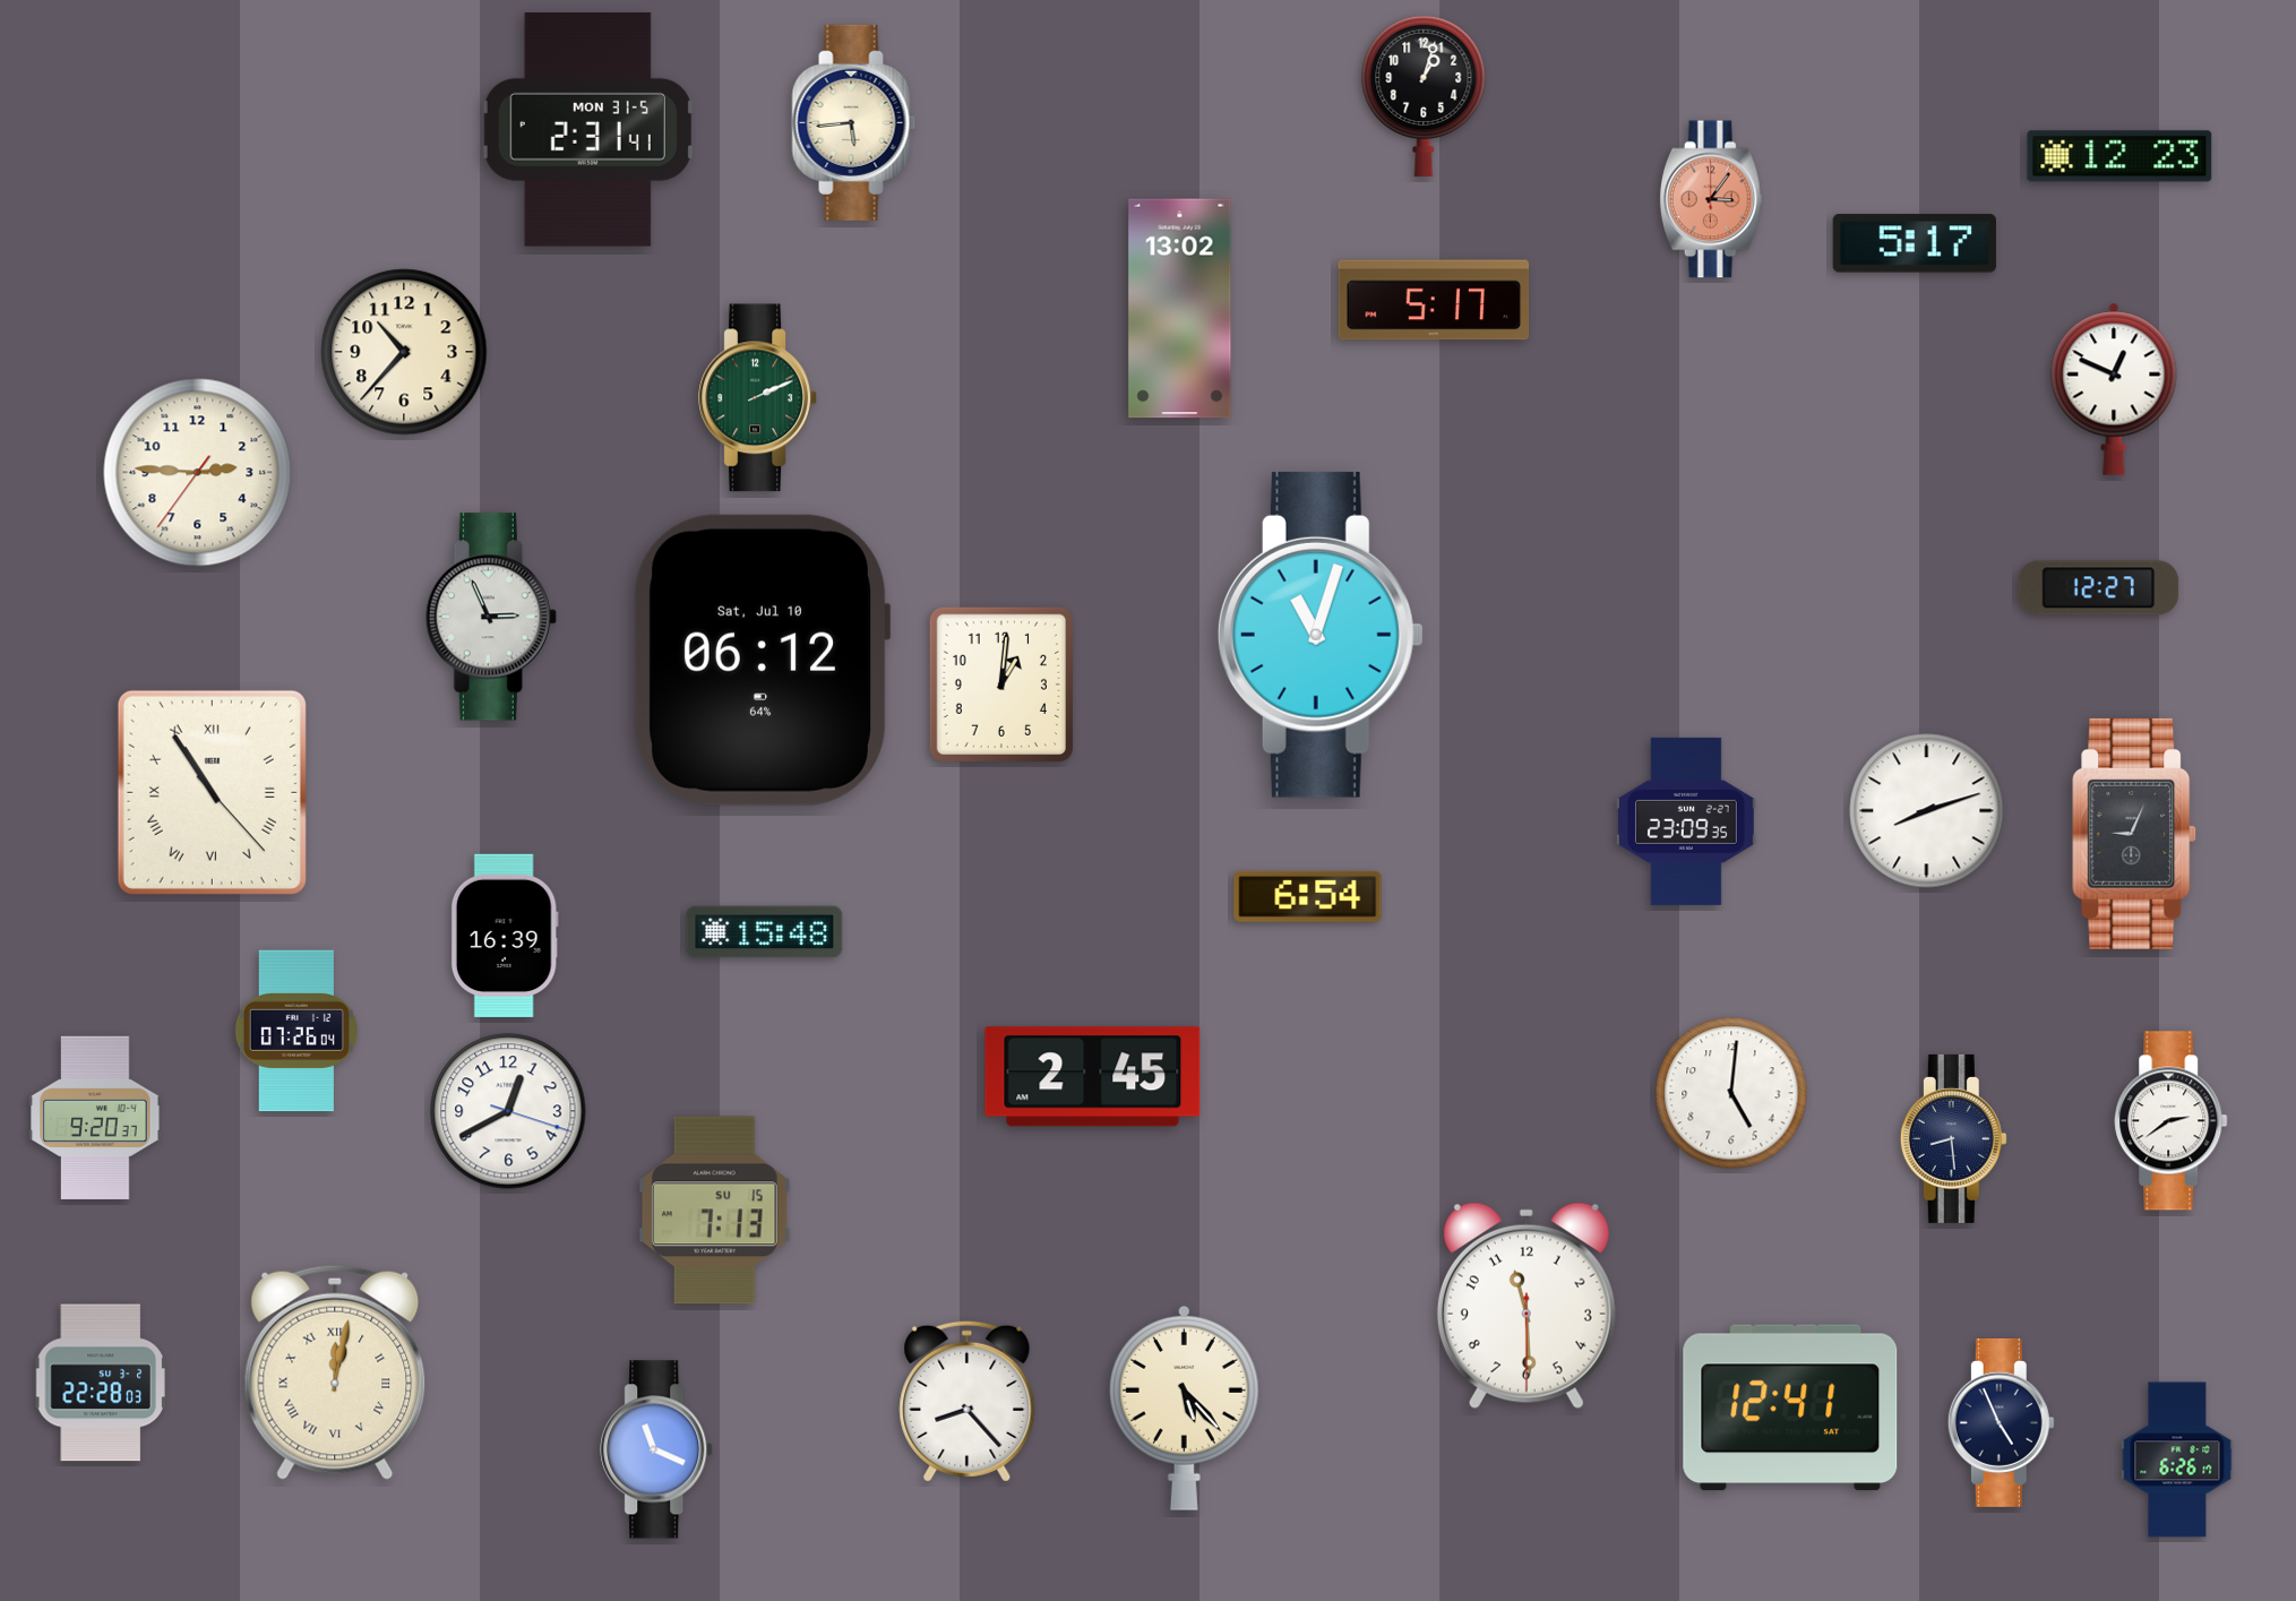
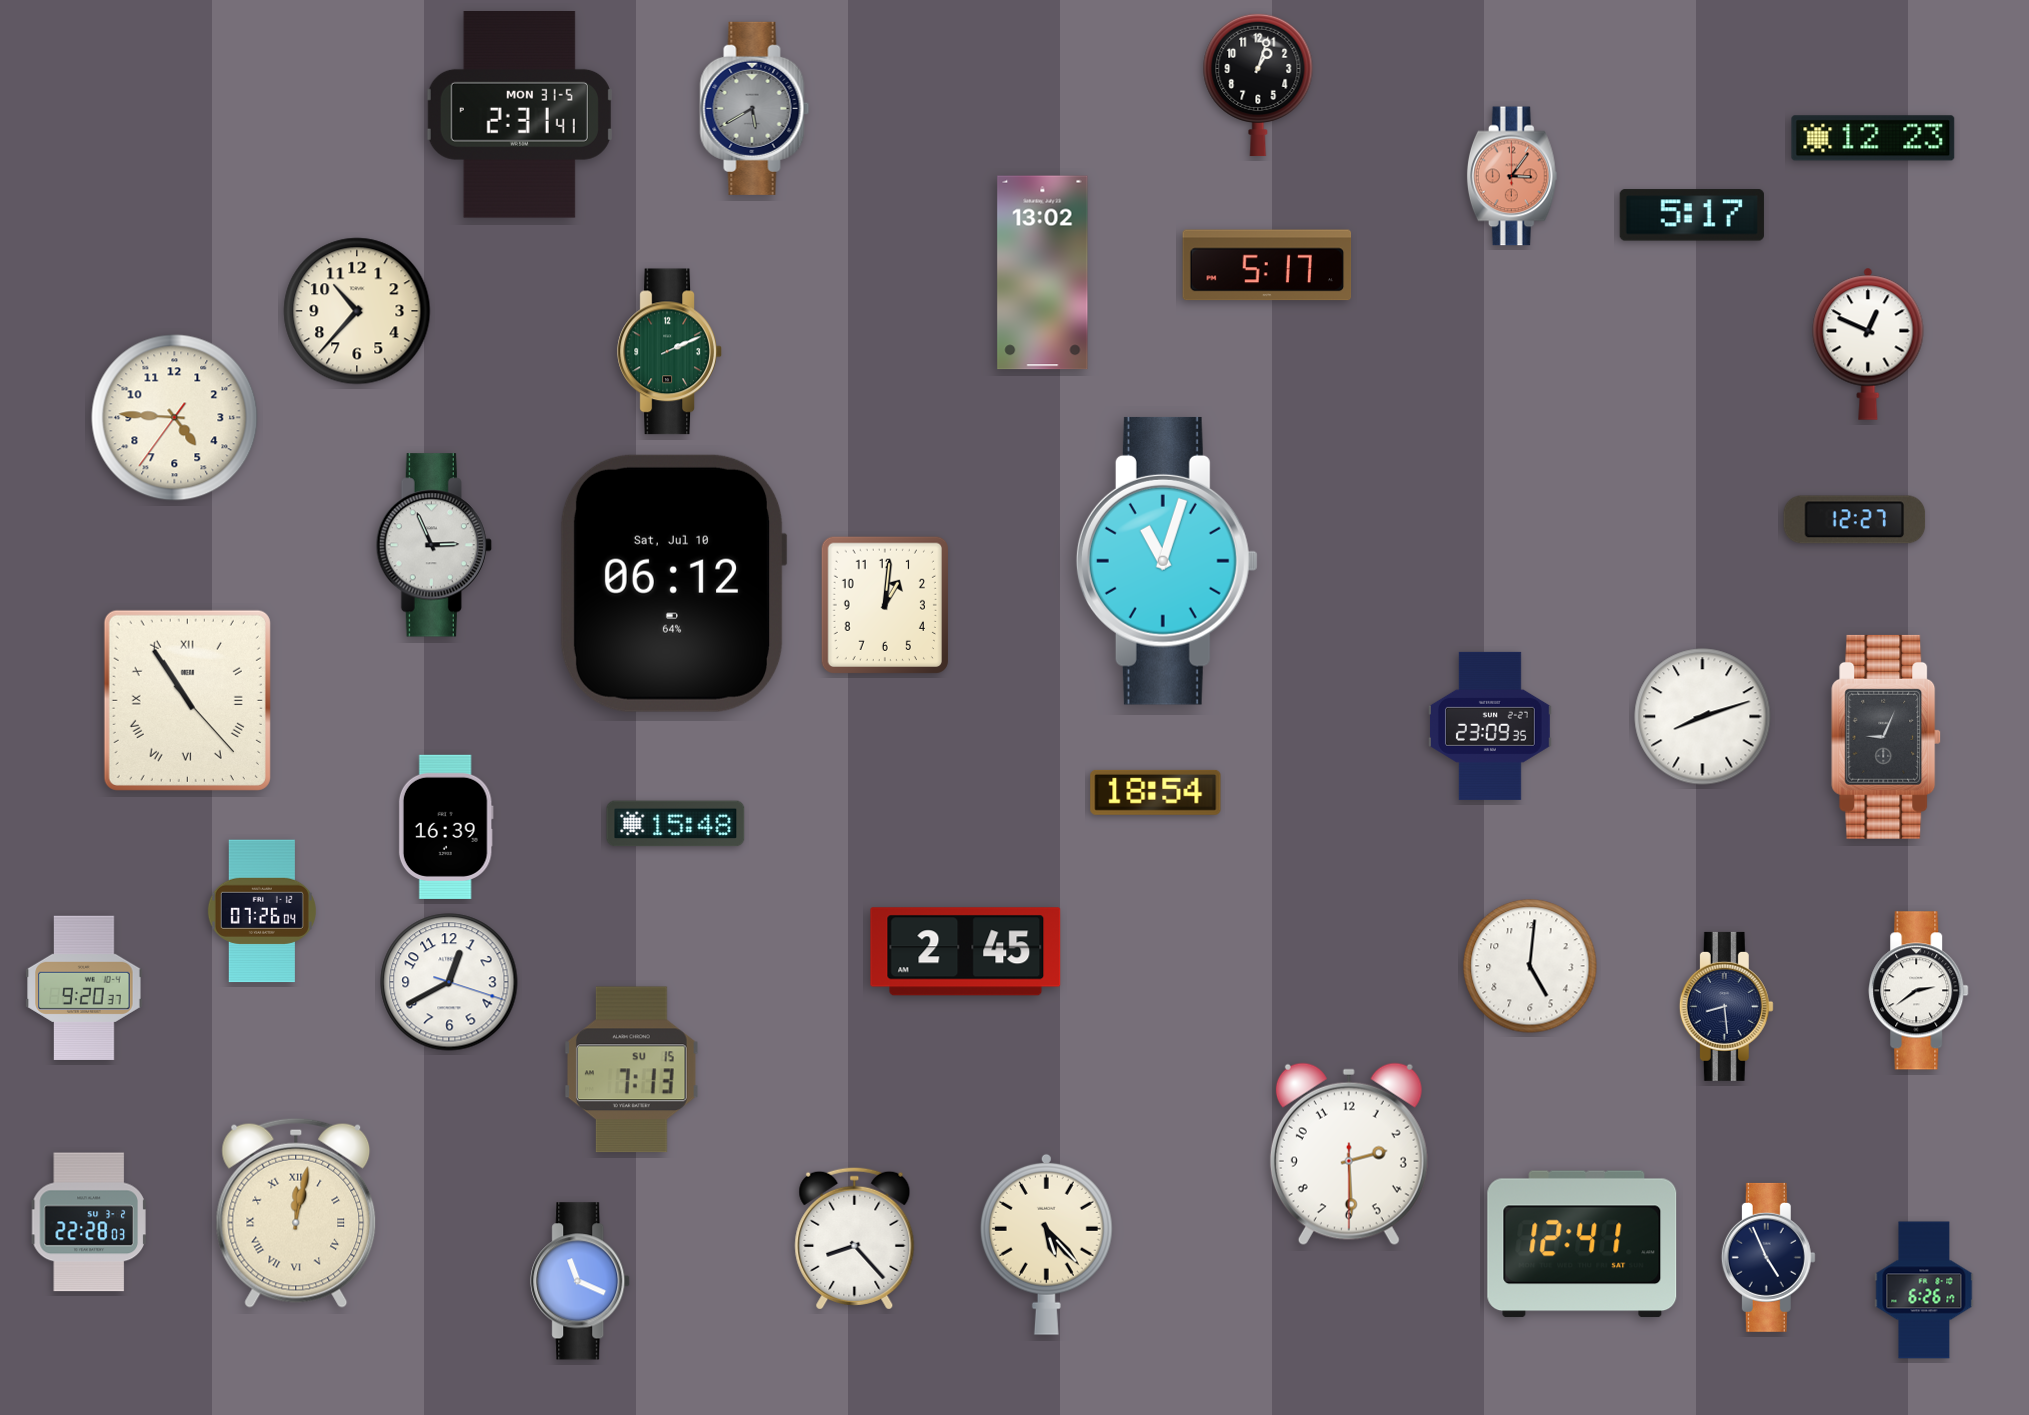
clock at (854, 122): 5:44 -> 5:40
clock at (854, 122) dial: cream -> grey
clock at (198, 473): 2:45 -> 4:45
clock at (1308, 896): 6:54 -> 18:54
clock at (1527, 1306): 11:29 -> 2:29
